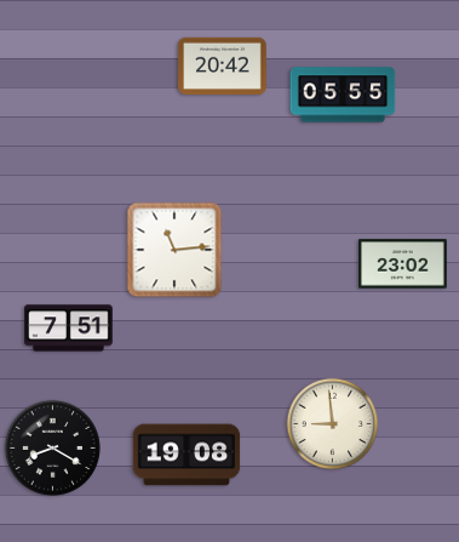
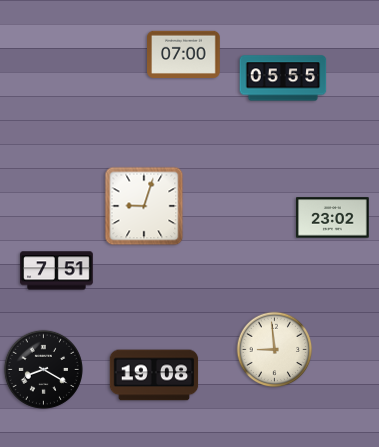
clock at (223, 65): 20:42 -> 07:00
clock at (174, 250): 11:14 -> 9:03
